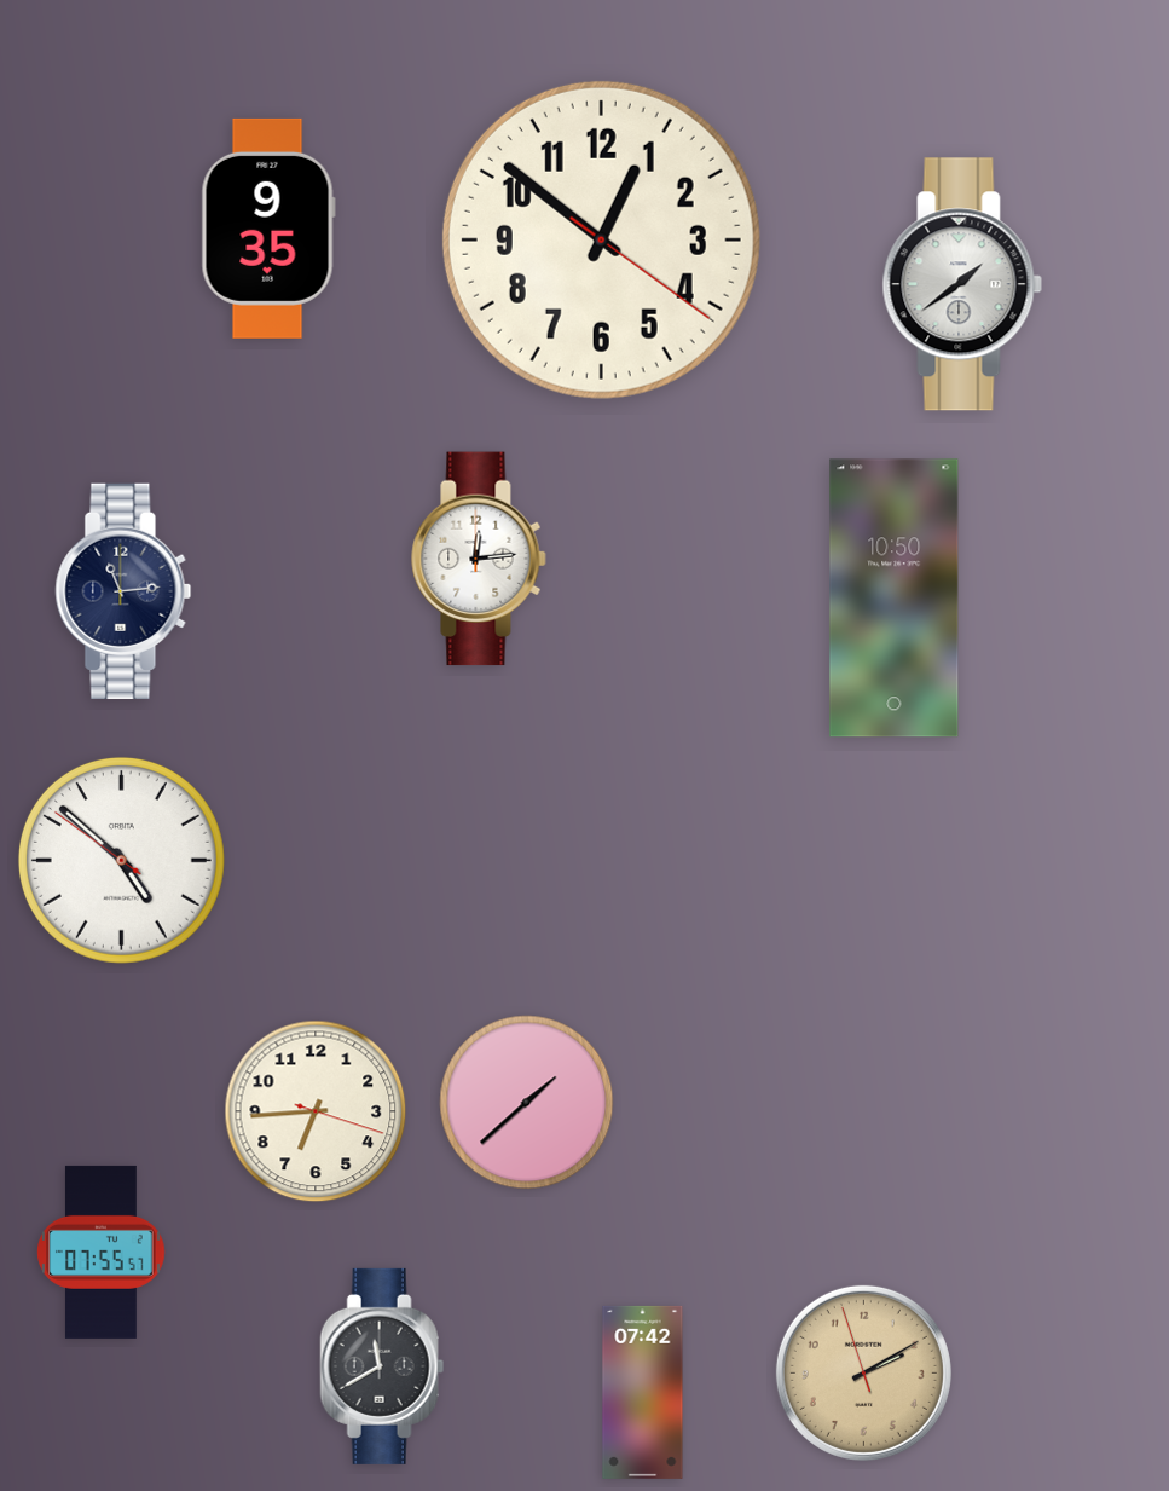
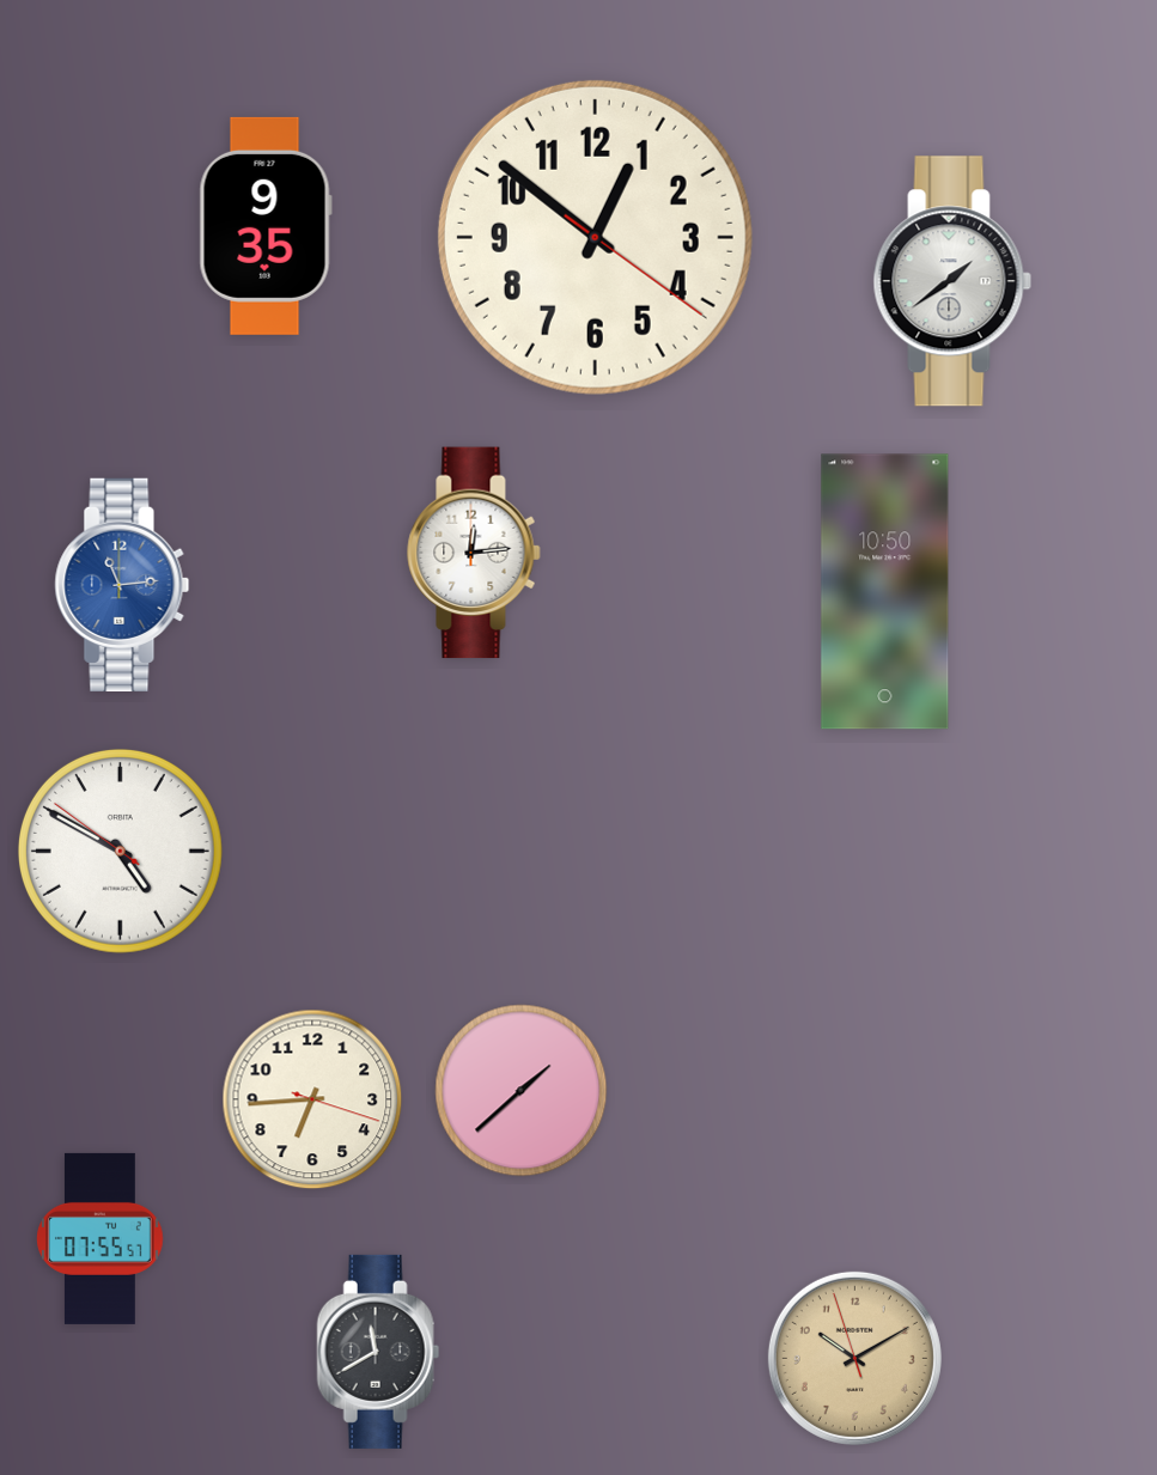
clock at (123, 591) dial: navy -> blue
clock at (121, 860): 4:51 -> 4:49
clock at (863, 1372): 2:09 -> 10:09
clock at (643, 1392): 07:42 -> none
